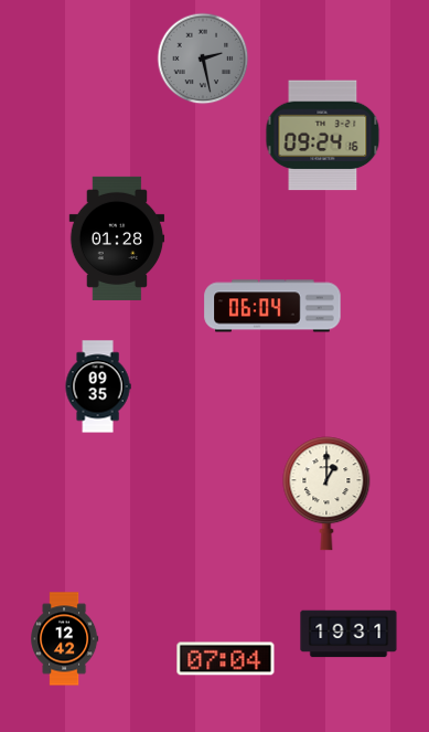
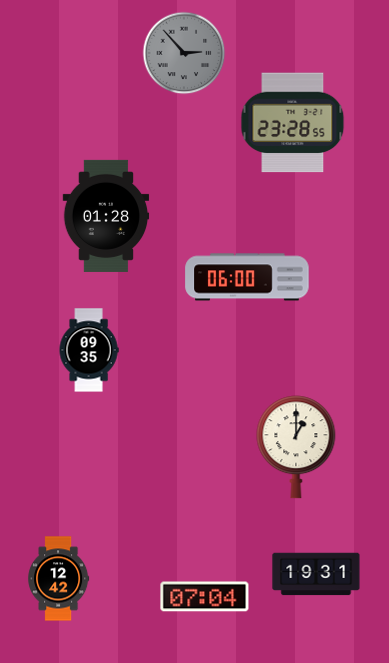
clock at (203, 59): 2:28 -> 2:53
clock at (323, 136): 09:24 -> 23:28
clock at (272, 306): 06:04 -> 06:00
